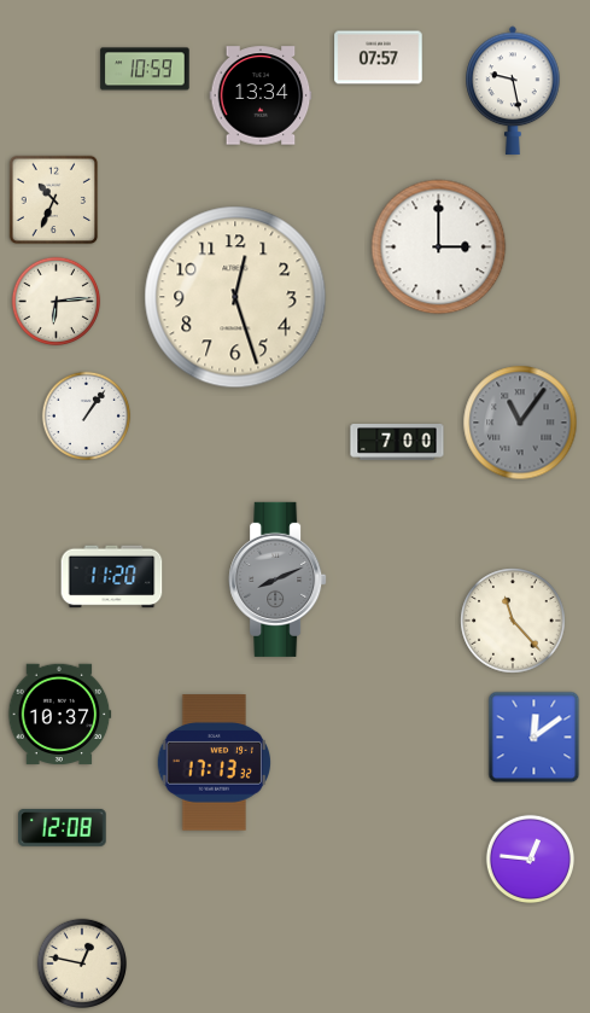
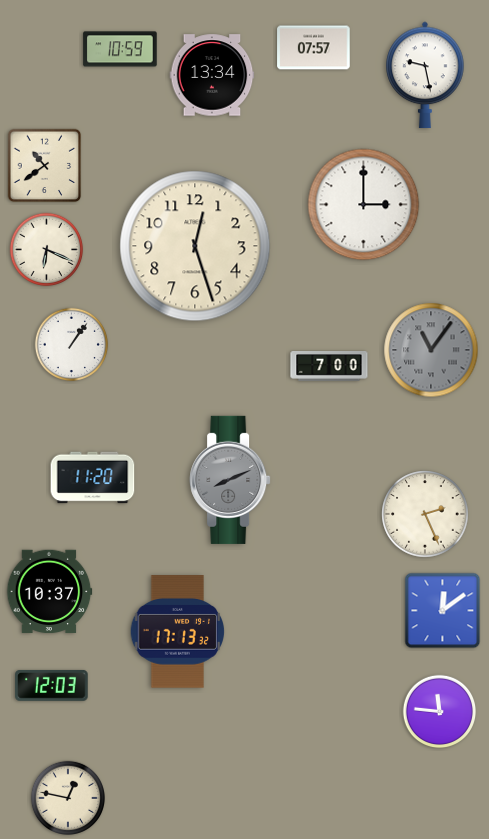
clock at (145, 69) position: (145, 69) -> (120, 49)
clock at (261, 95) position: (261, 95) -> (212, 75)
clock at (54, 200): 10:34 -> 10:39
clock at (57, 302): 6:14 -> 6:19
clock at (513, 621): 11:23 -> 2:26
clock at (63, 827): 12:08 -> 12:03
clock at (531, 860): 12:46 -> 11:46
